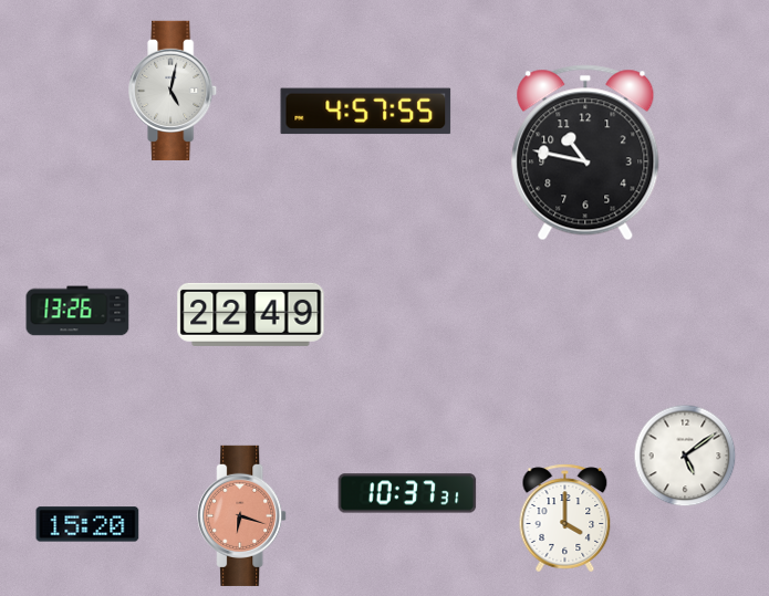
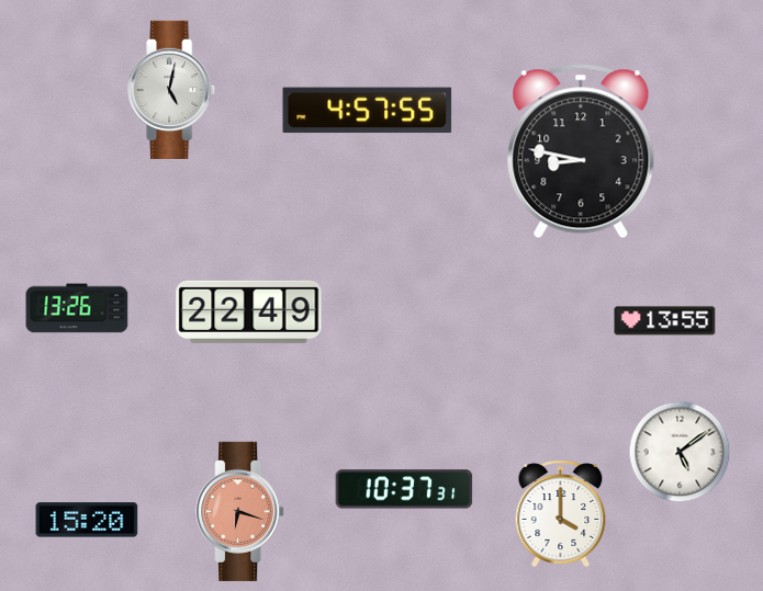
clock at (366, 112) position: (366, 112) -> (368, 111)
clock at (585, 153): 10:47 -> 8:47
clock at (665, 321): none -> 13:55
